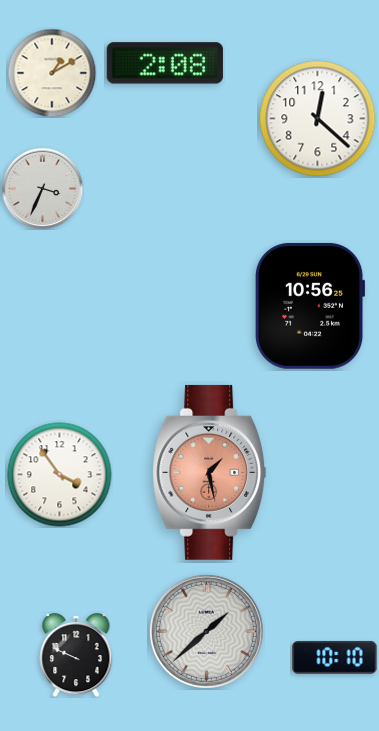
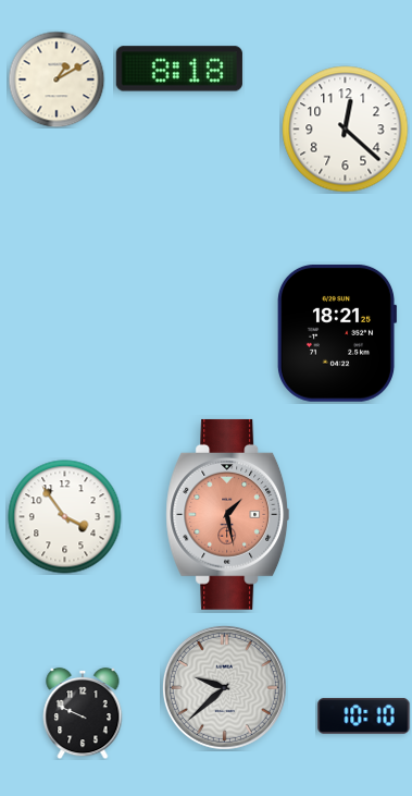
clock at (165, 63): 2:08 -> 8:18
clock at (42, 188): 3:34 -> none
clock at (310, 306): 10:56 -> 18:21
clock at (206, 631): 1:38 -> 9:38
